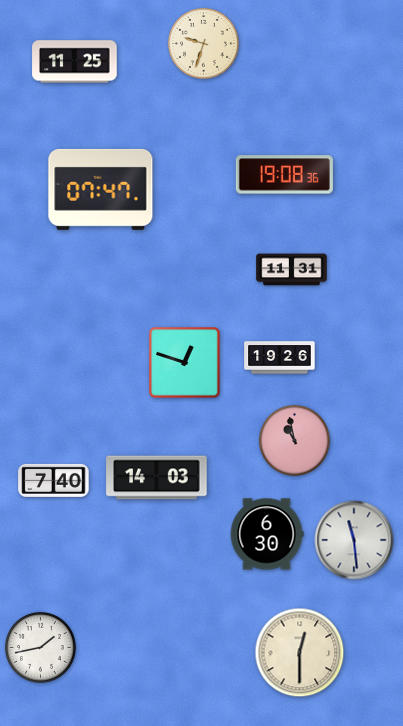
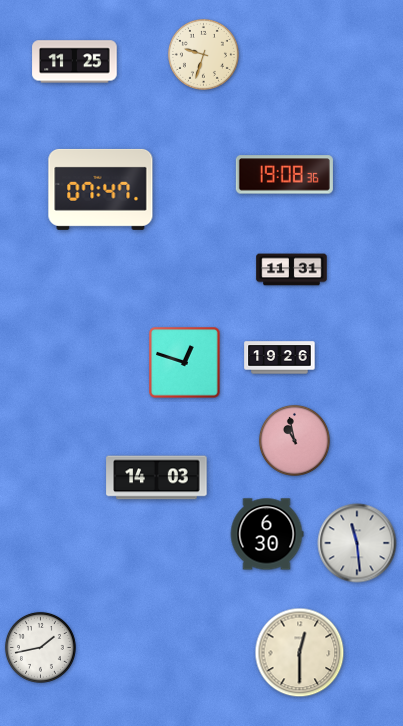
clock at (203, 43) position: (203, 43) -> (203, 54)
clock at (54, 480): 7:40 -> none
clock at (354, 540) position: (354, 540) -> (357, 543)
